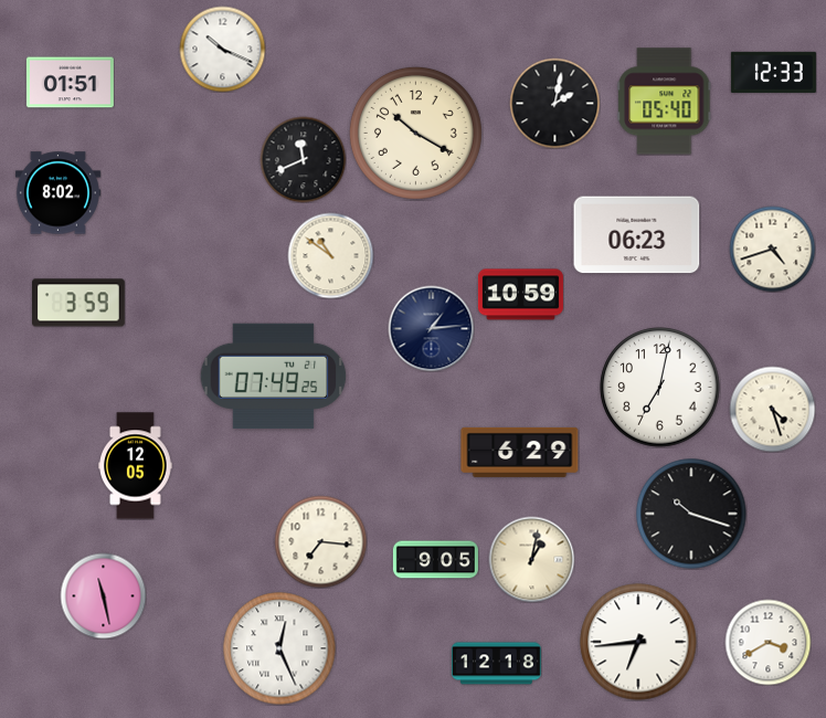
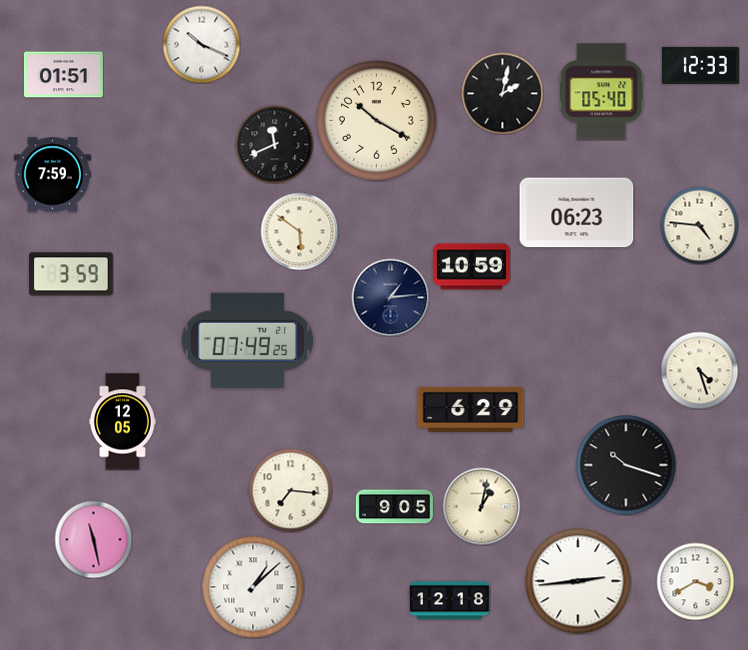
clock at (57, 193): 8:02 -> 7:59
clock at (772, 249): 4:42 -> 4:46
clock at (330, 255): 10:51 -> 5:51
clock at (660, 388): 7:02 -> none
clock at (638, 642): 6:44 -> 2:44
clock at (279, 648): 12:26 -> 1:08
